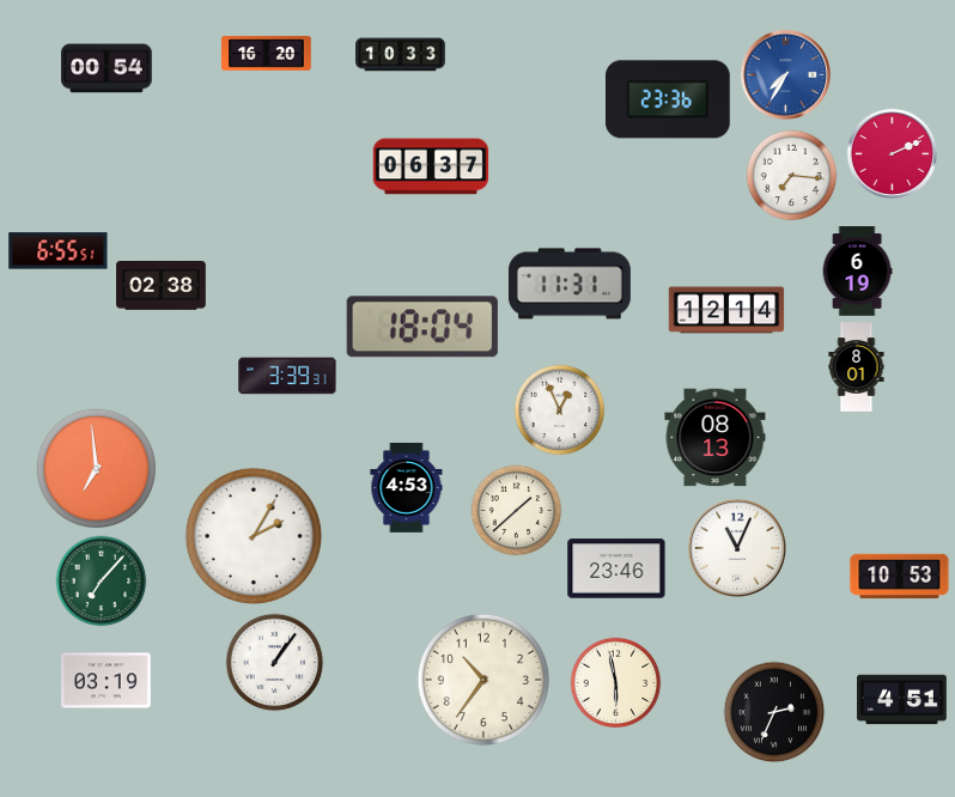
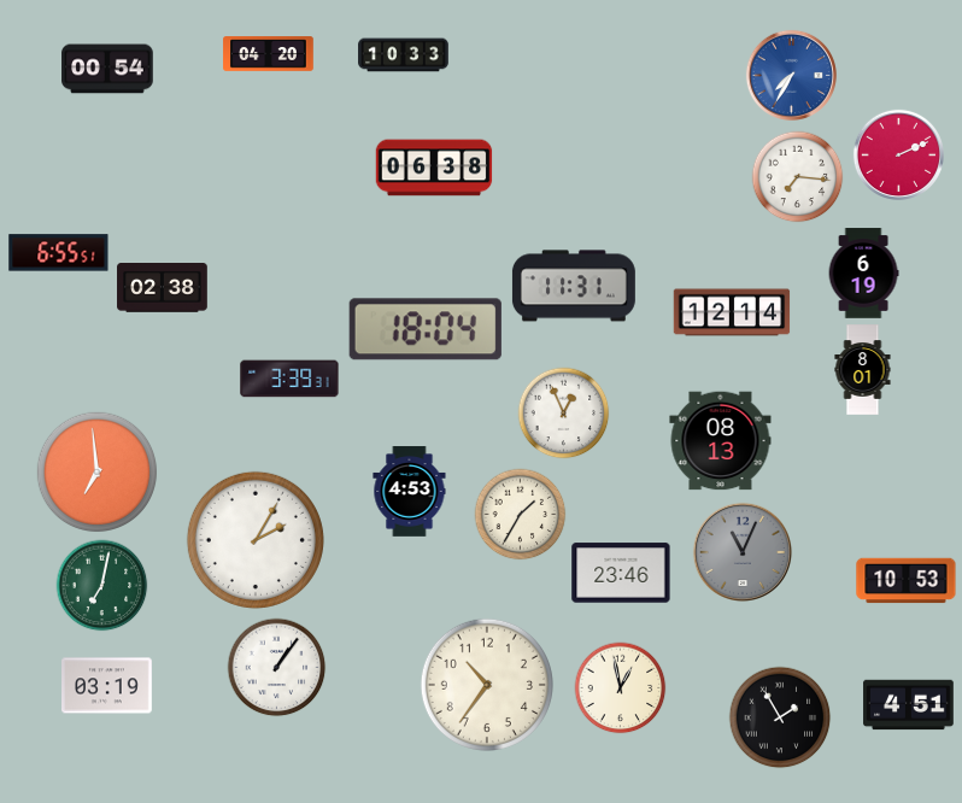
clock at (267, 54): 16:20 -> 04:20
clock at (668, 99): 23:36 -> none
clock at (431, 166): 06:37 -> 06:38
clock at (517, 511): 1:38 -> 1:35
clock at (737, 548) dial: white -> grey
clock at (102, 582): 7:07 -> 7:02
clock at (616, 683): 5:58 -> 12:58
clock at (774, 712): 2:34 -> 1:55
